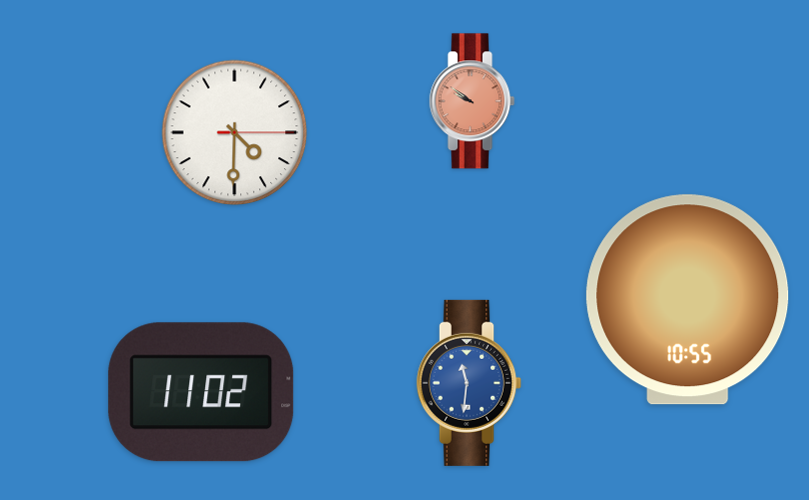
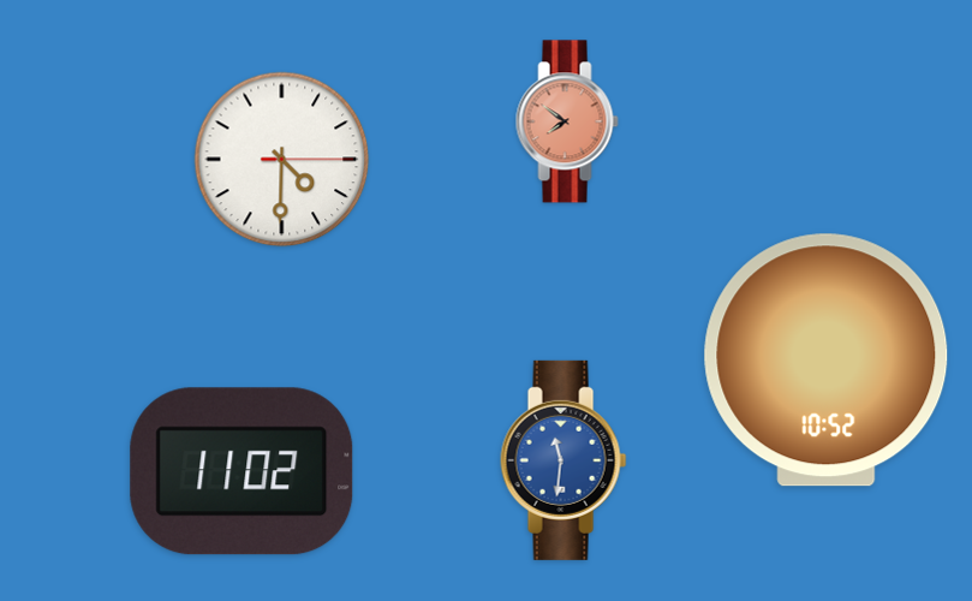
clock at (472, 101): 9:51 -> 7:51
clock at (688, 300): 10:55 -> 10:52
